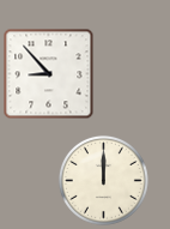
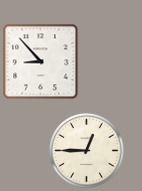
clock at (103, 180): 12:00 -> 12:45
